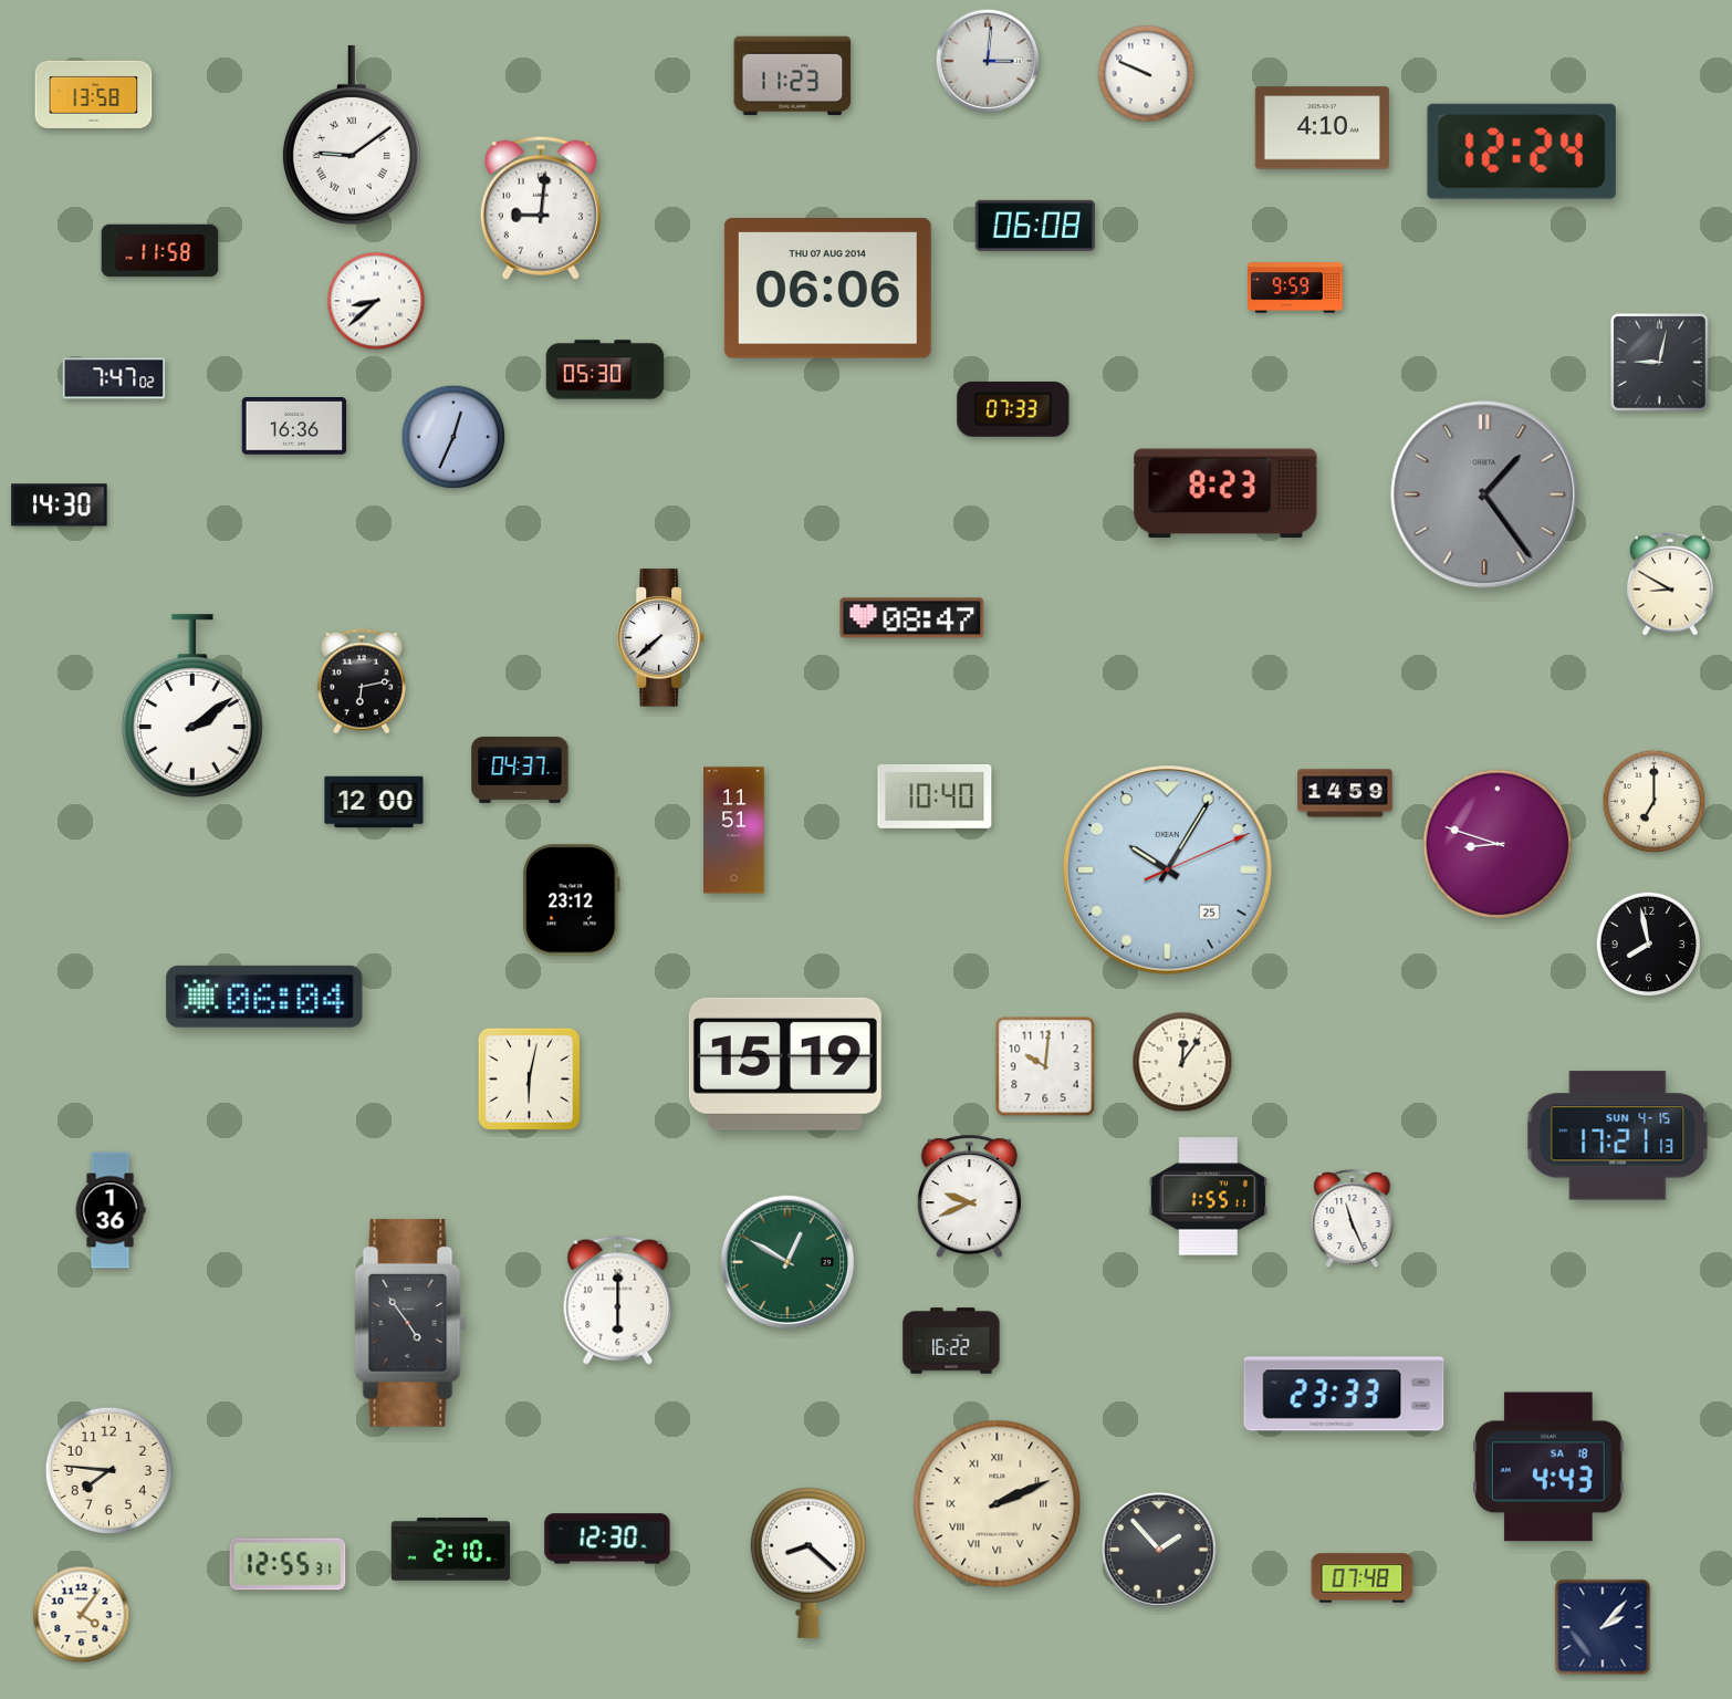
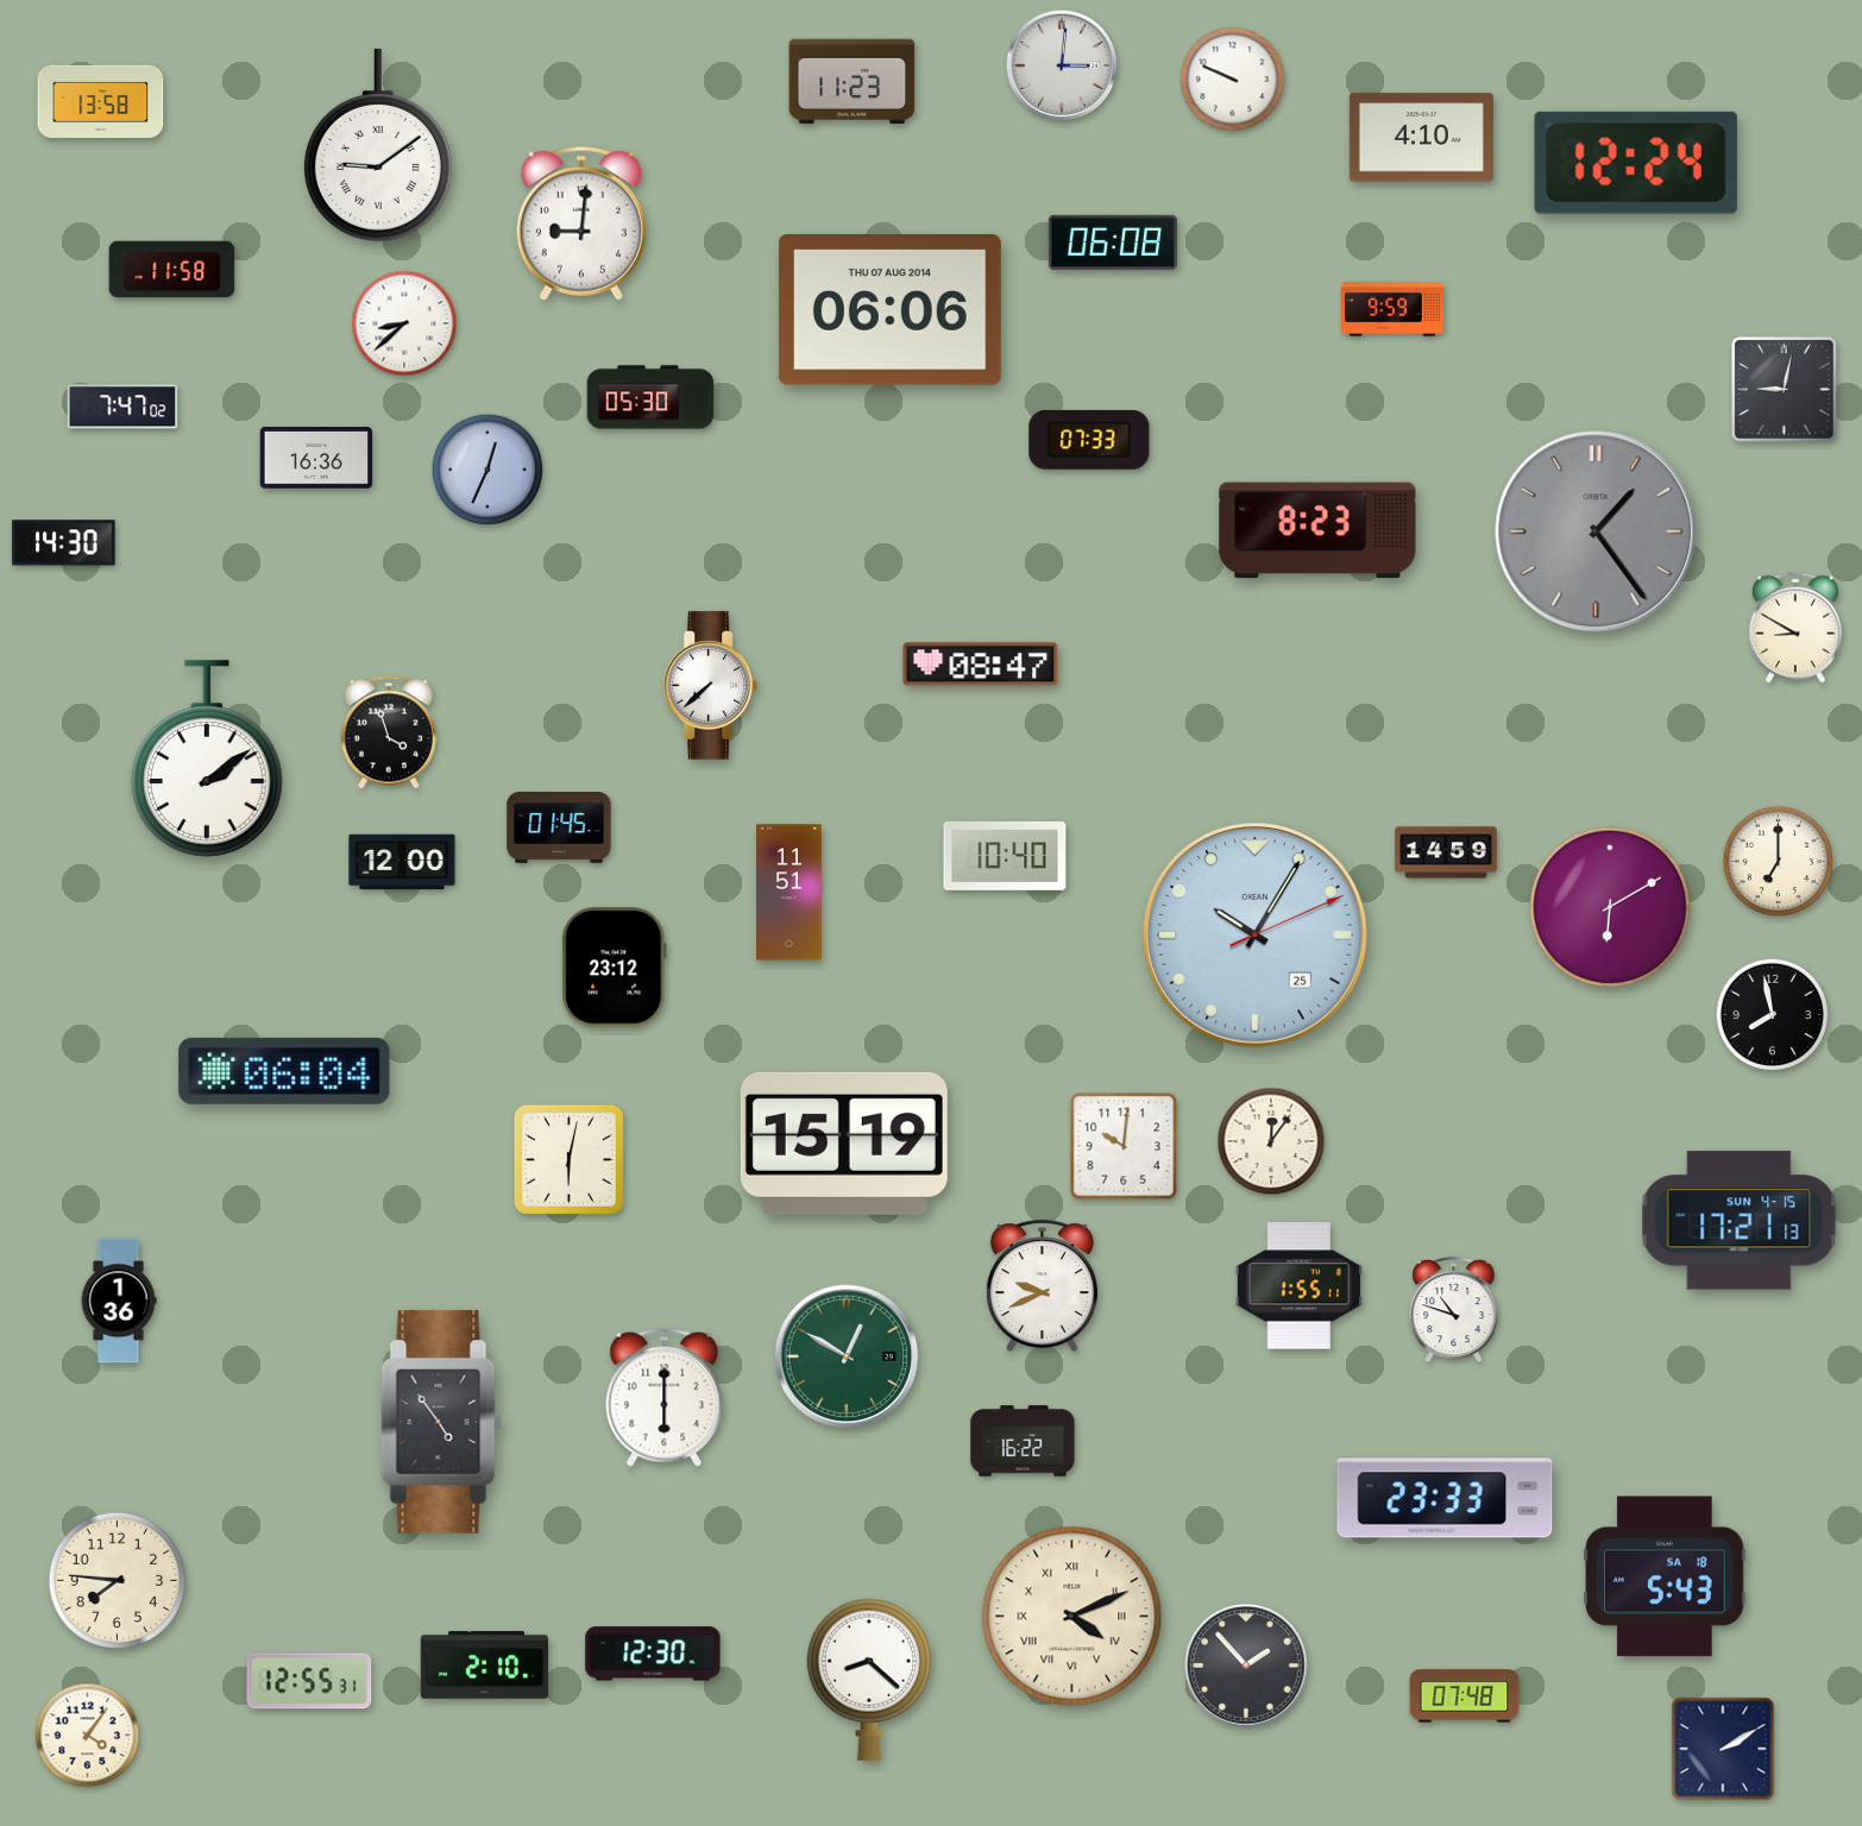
clock at (362, 681): 6:13 -> 3:57
clock at (520, 771): 04:37 -> 01:45
clock at (1498, 844): 8:48 -> 6:10
clock at (1353, 1219): 11:26 -> 10:48
clock at (1548, 1467): 4:43 -> 5:43
clock at (998, 1504): 2:11 -> 4:11
clock at (1603, 1627): 2:07 -> 2:10
